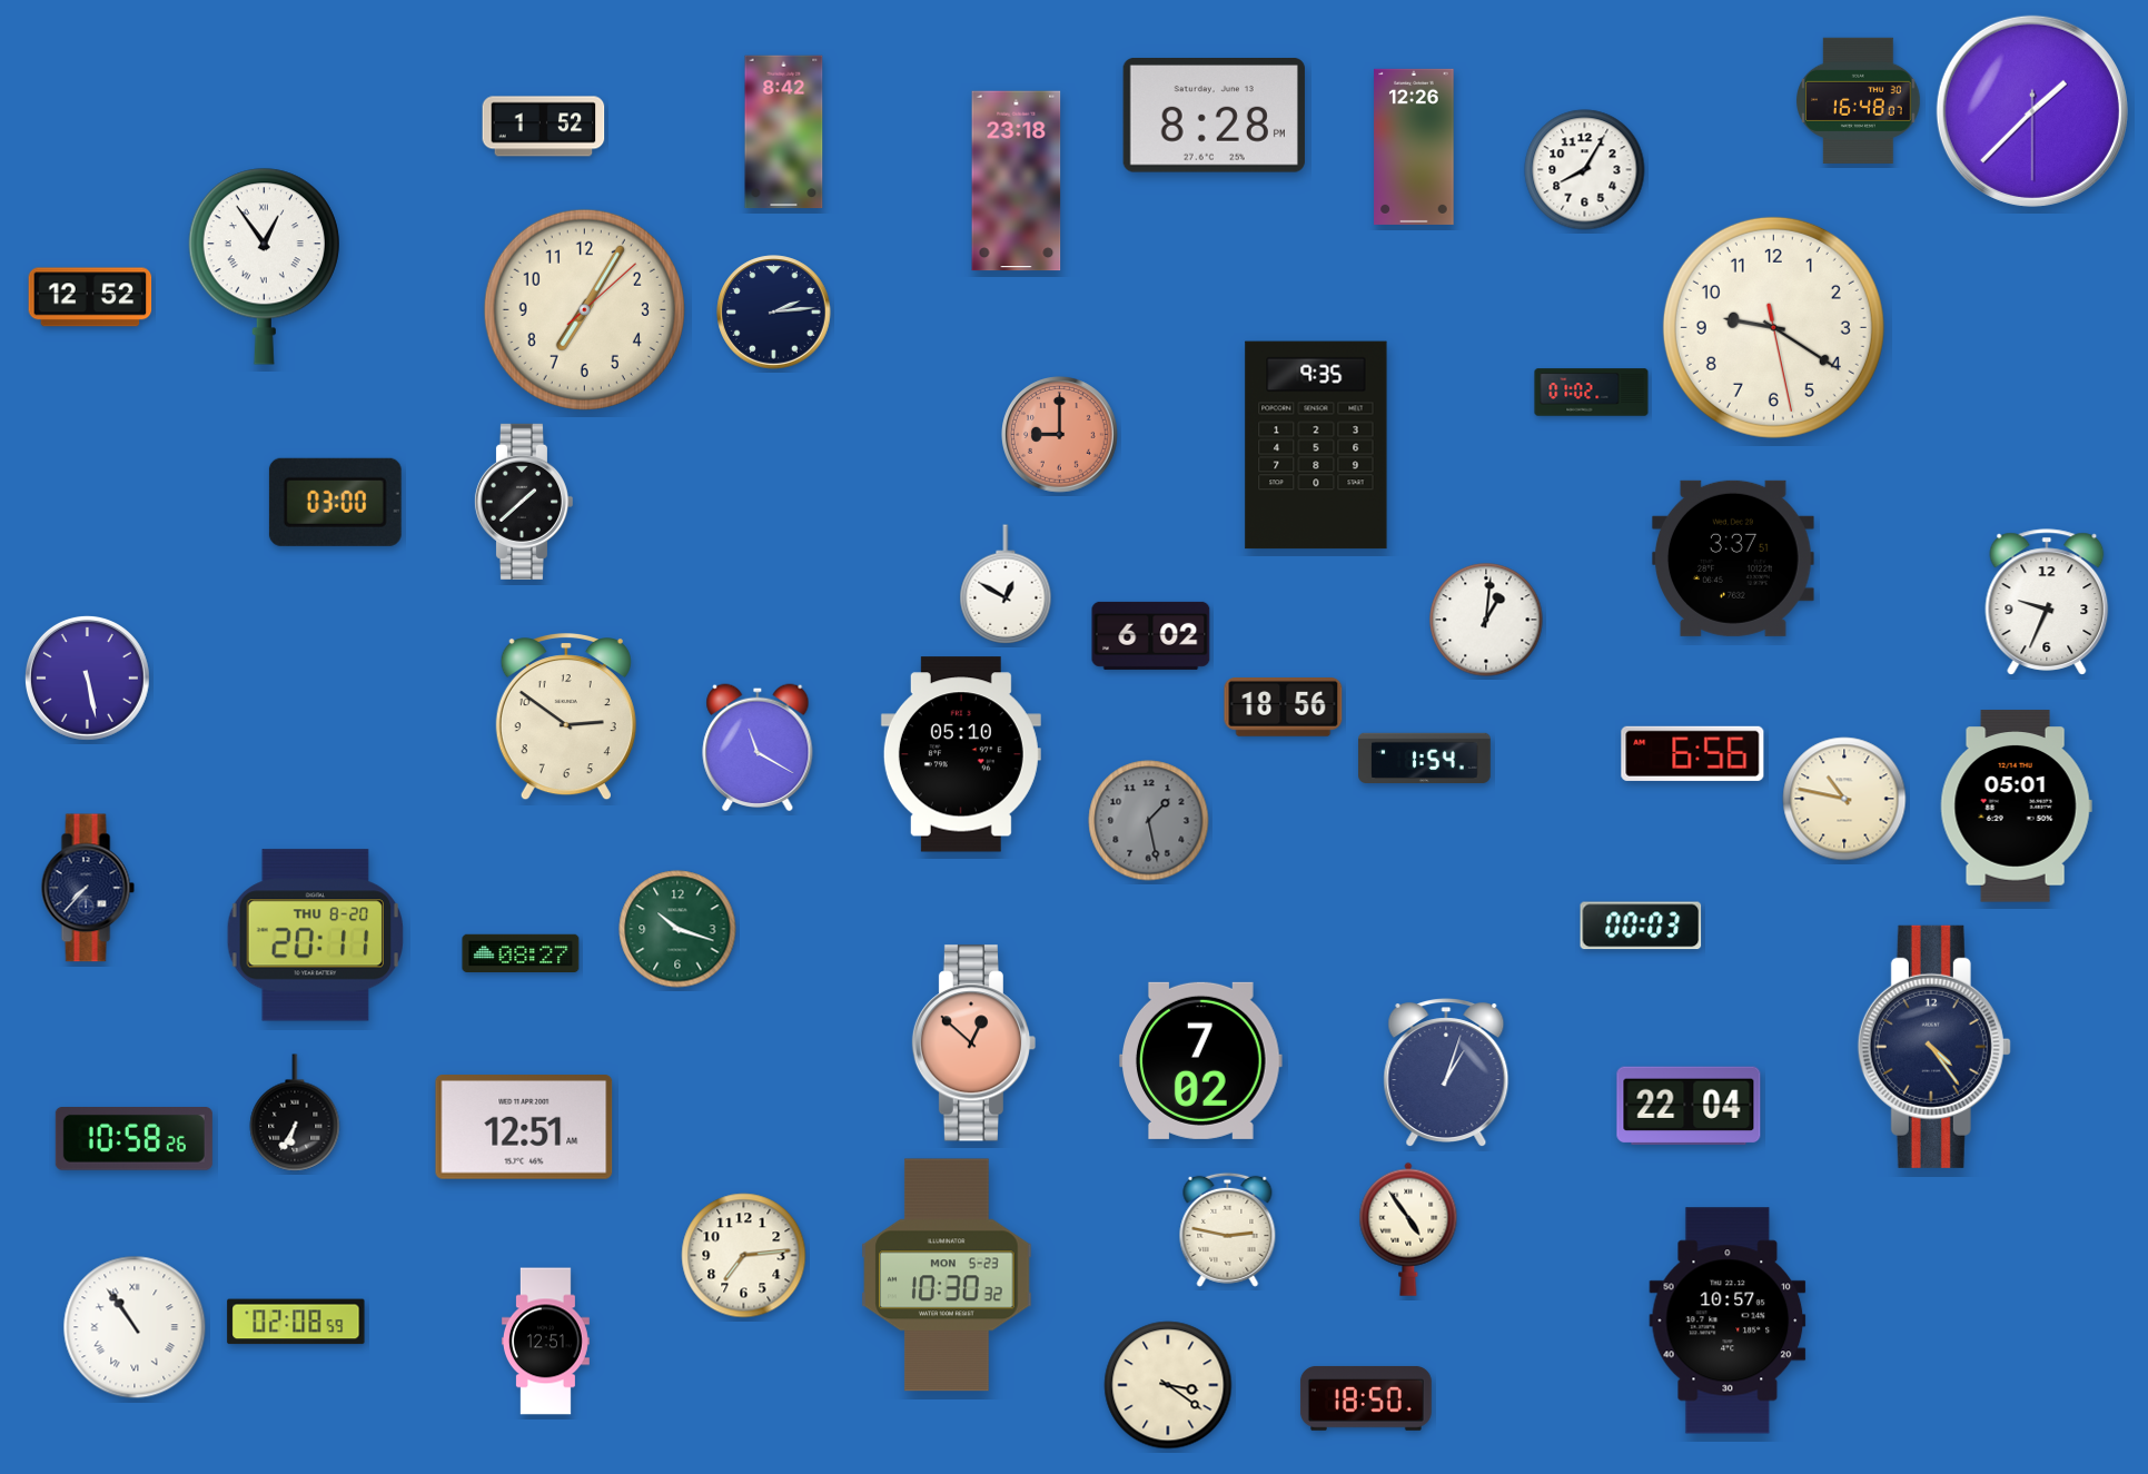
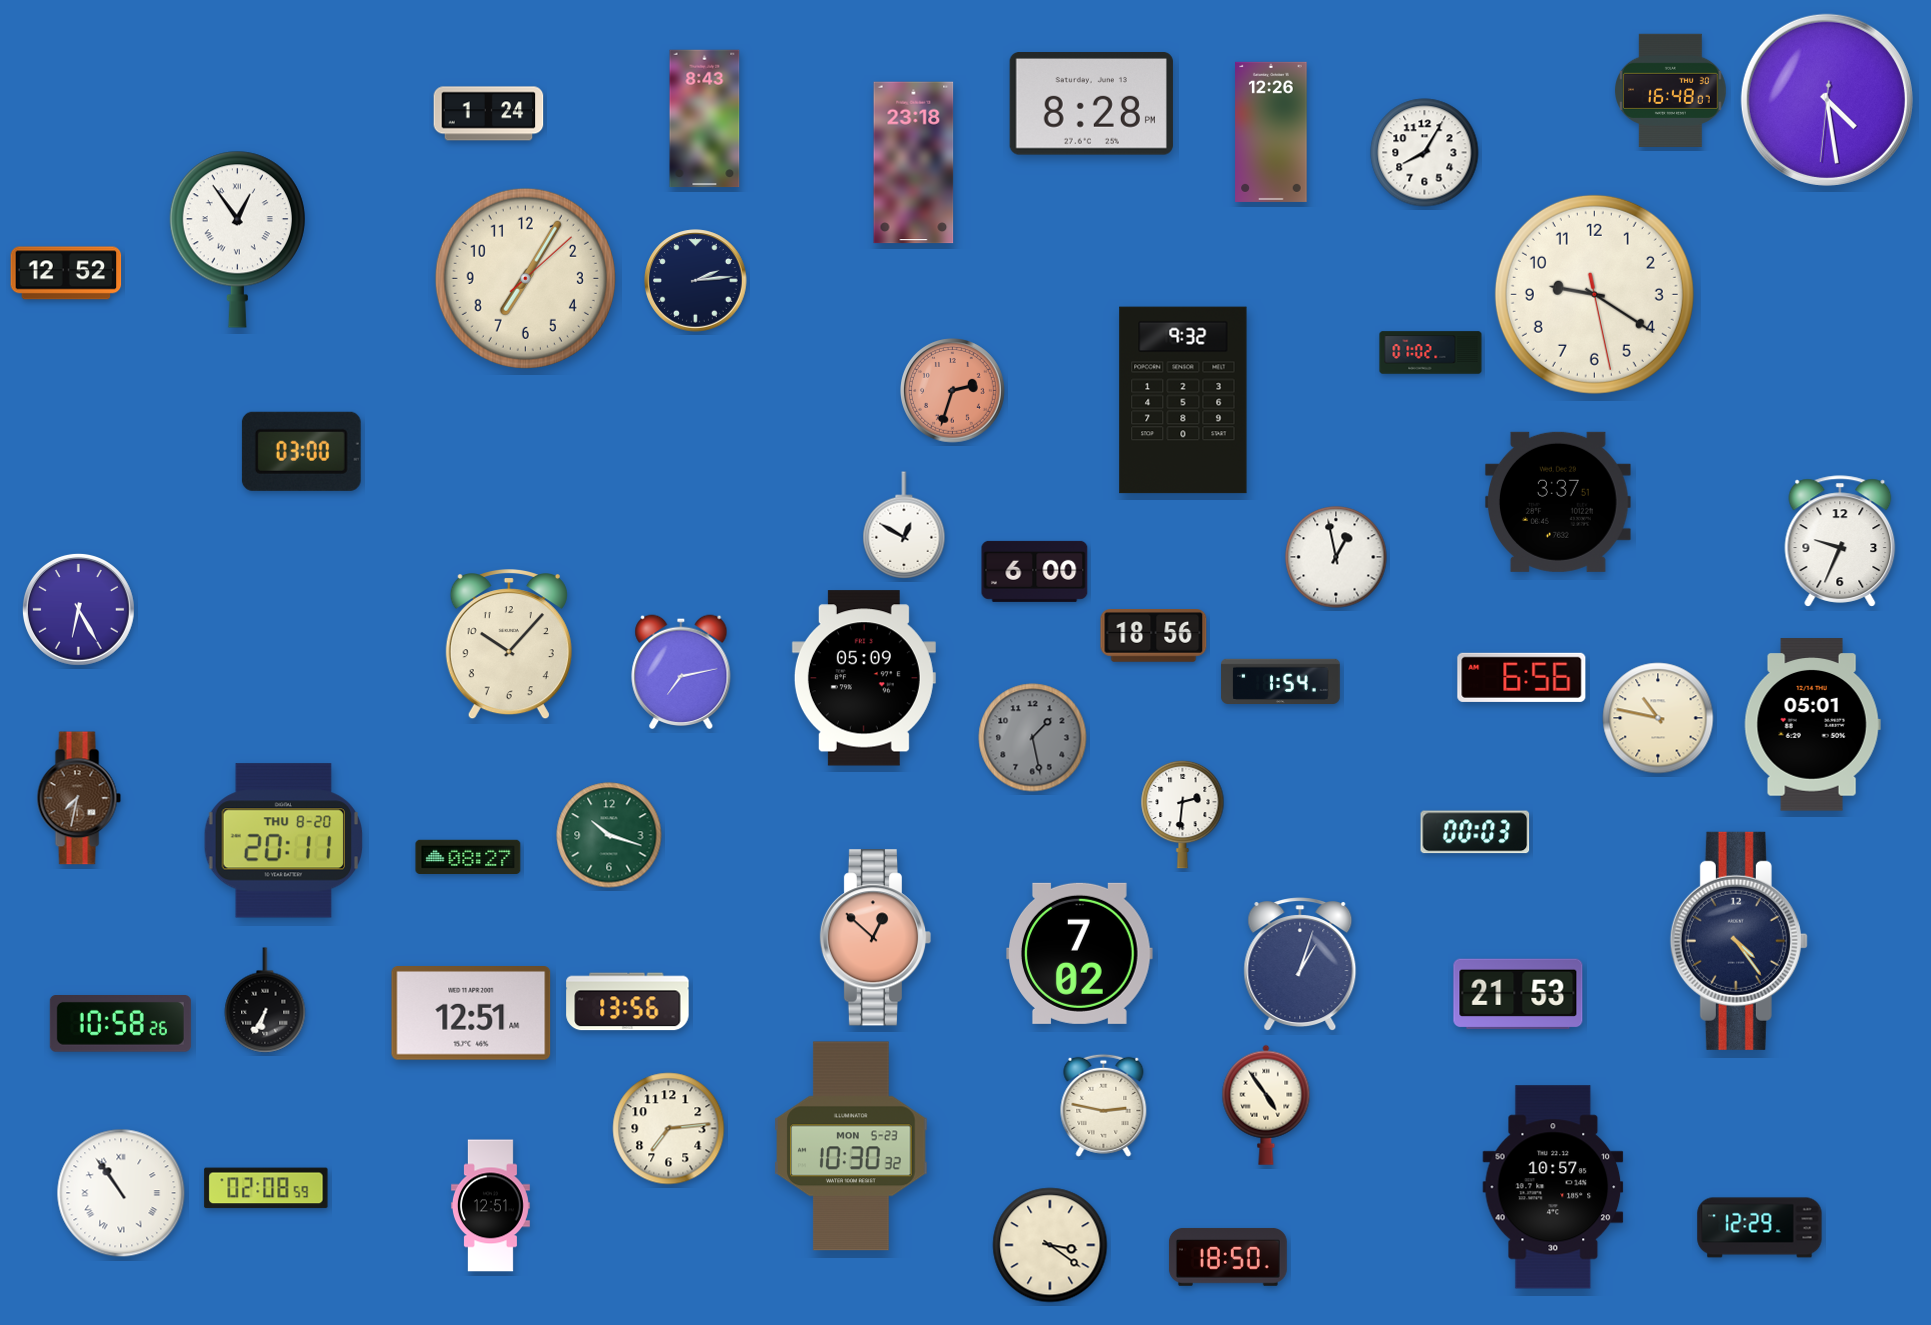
clock at (2032, 111): 1:37 -> 4:28
clock at (544, 127): 1:52 -> 1:24
clock at (784, 132): 8:42 -> 8:43
clock at (90, 297) position: (90, 297) -> (66, 273)
clock at (1060, 435): 9:00 -> 2:33
clock at (1316, 445): 9:35 -> 9:32
clock at (523, 502): 1:38 -> none
clock at (1486, 620): 1:01 -> 12:58
clock at (1151, 635): 6:02 -> 6:00
clock at (88, 679): 5:28 -> 6:25
clock at (566, 718): 2:51 -> 10:07
clock at (758, 748): 11:20 -> 7:13
clock at (961, 754): 05:10 -> 05:09
clock at (88, 888): 7:37 -> 7:32
clock at (88, 888) dial: navy -> brown
clock at (1183, 814): none -> 2:31
clock at (1689, 1106): 22:04 -> 21:53
clock at (628, 1002): none -> 13:56
clock at (1760, 1228): none -> 12:29
